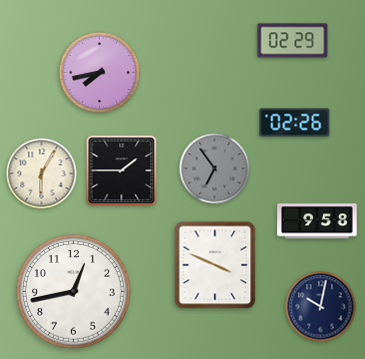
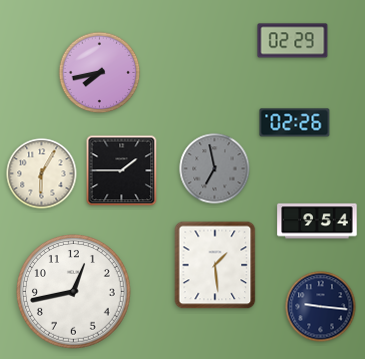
clock at (215, 169): 6:54 -> 6:58
clock at (317, 221): 9:58 -> 9:54
clock at (215, 265): 3:49 -> 1:29
clock at (321, 307): 10:02 -> 9:16
